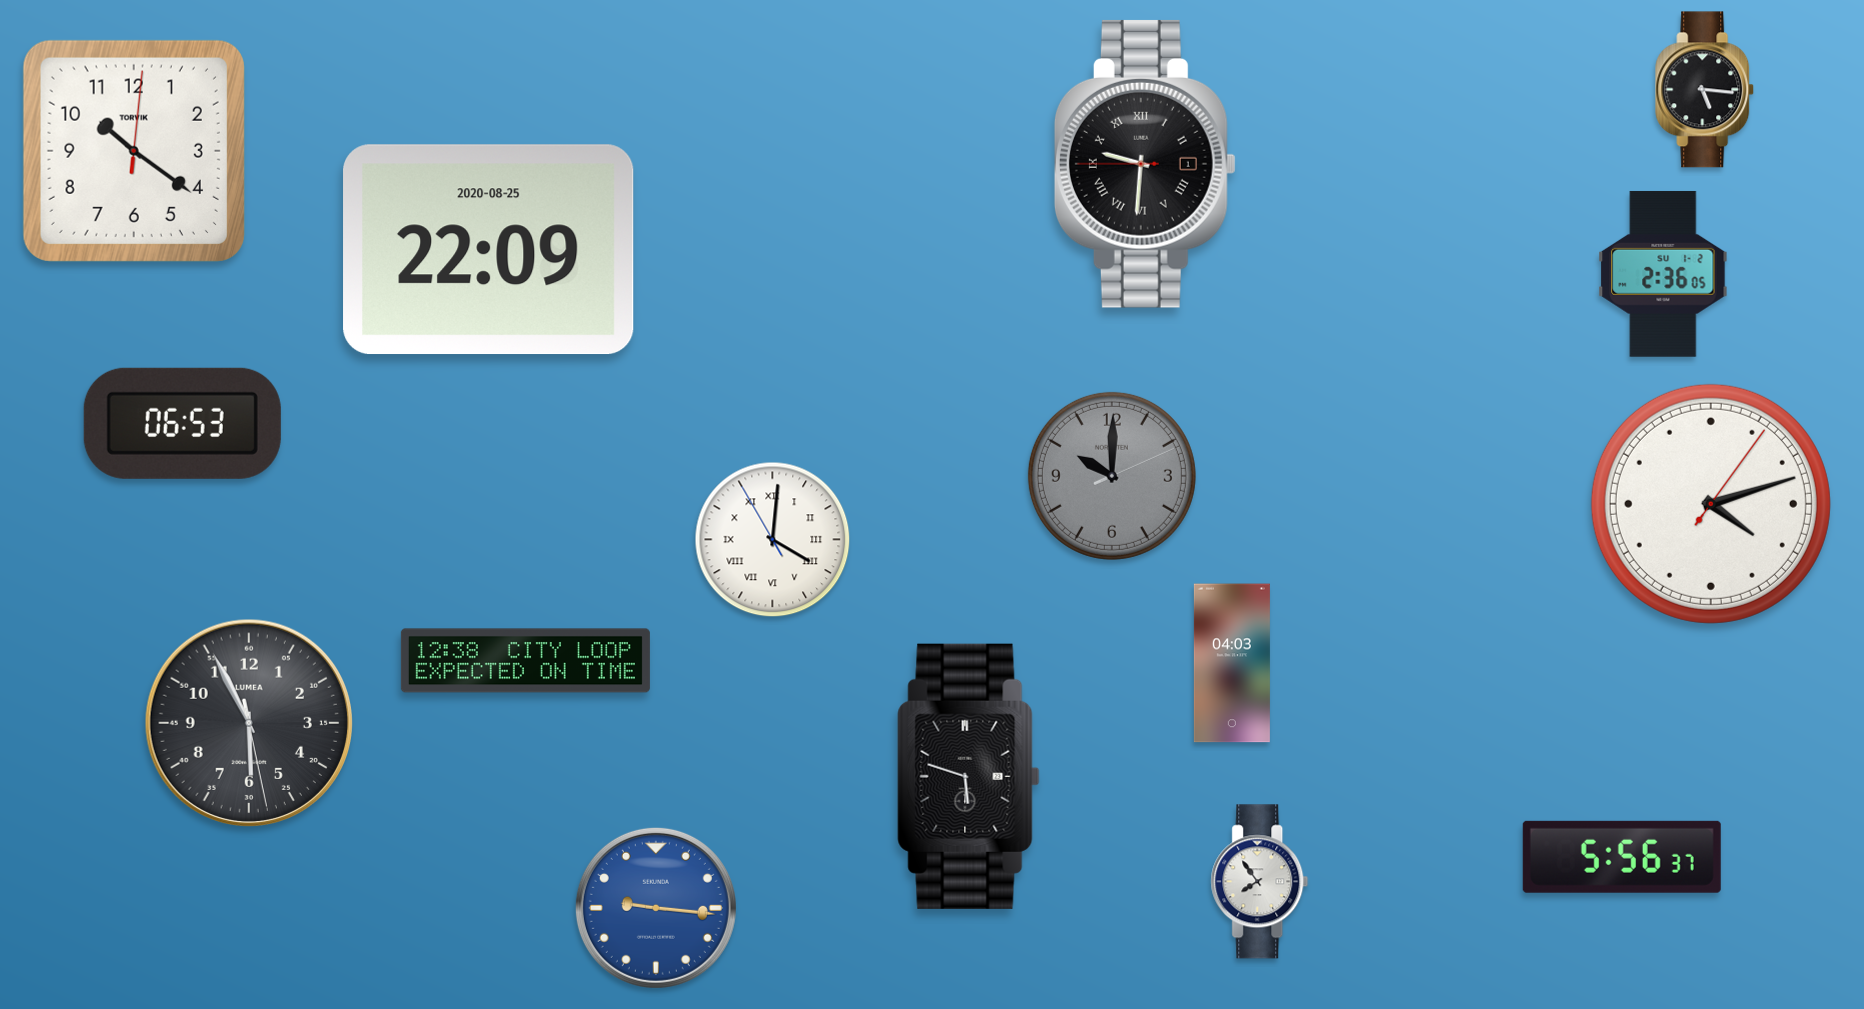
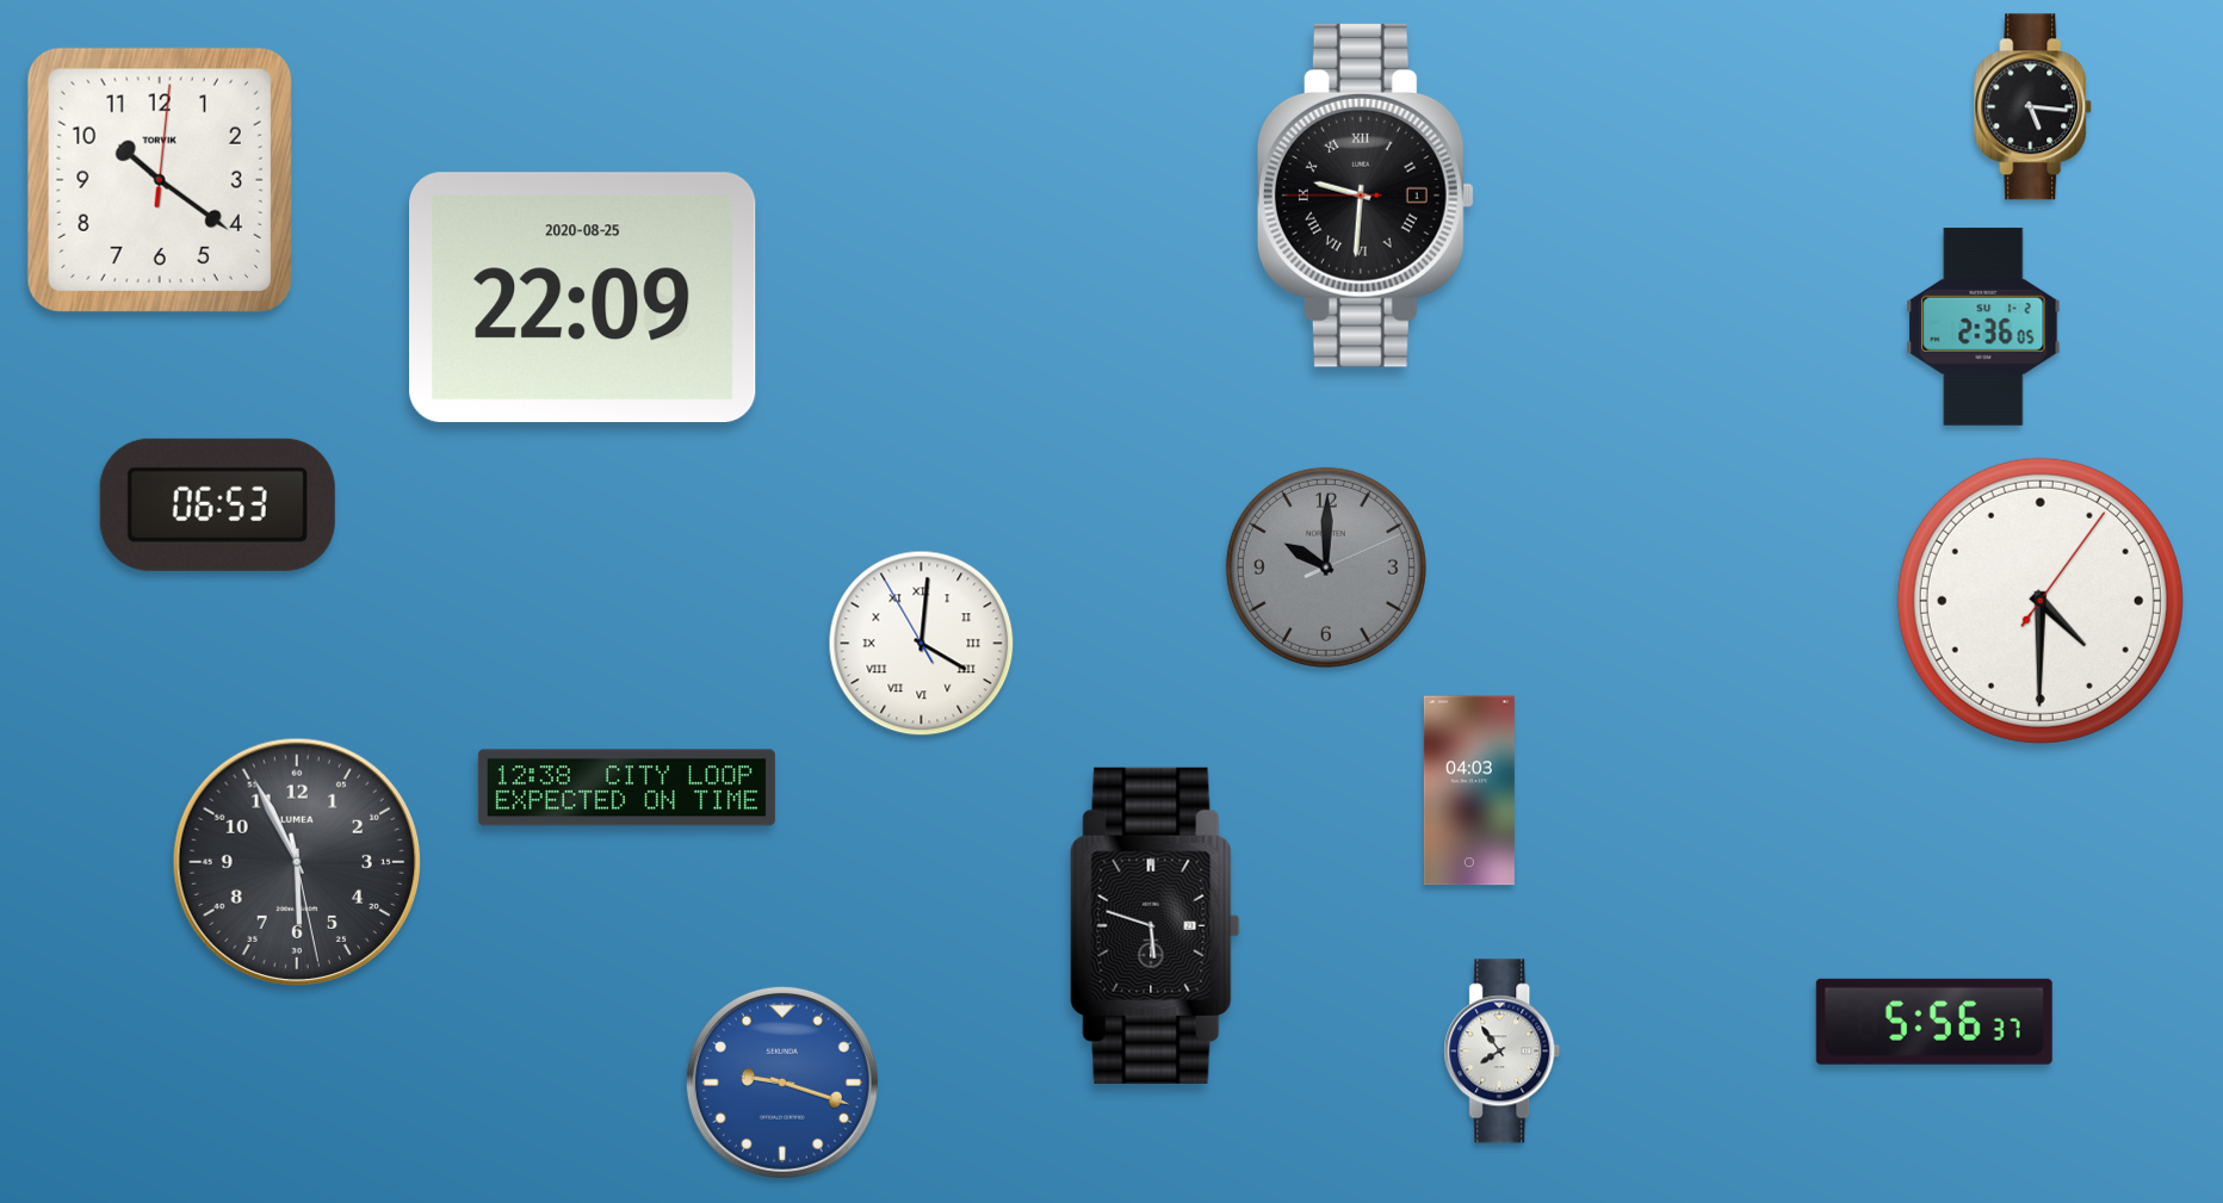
clock at (1711, 504): 4:12 -> 4:30
clock at (656, 908): 9:16 -> 9:18
